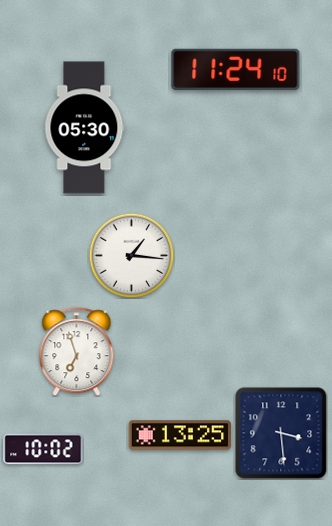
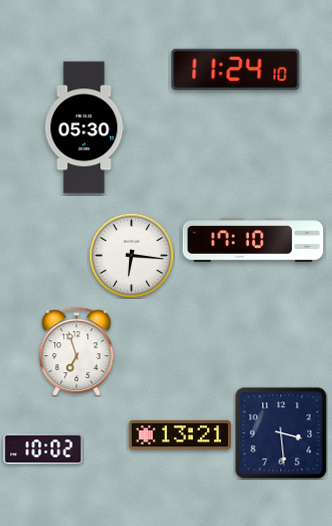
clock at (253, 240): none -> 17:10
clock at (131, 255): 1:16 -> 6:16
clock at (180, 435): 13:25 -> 13:21
